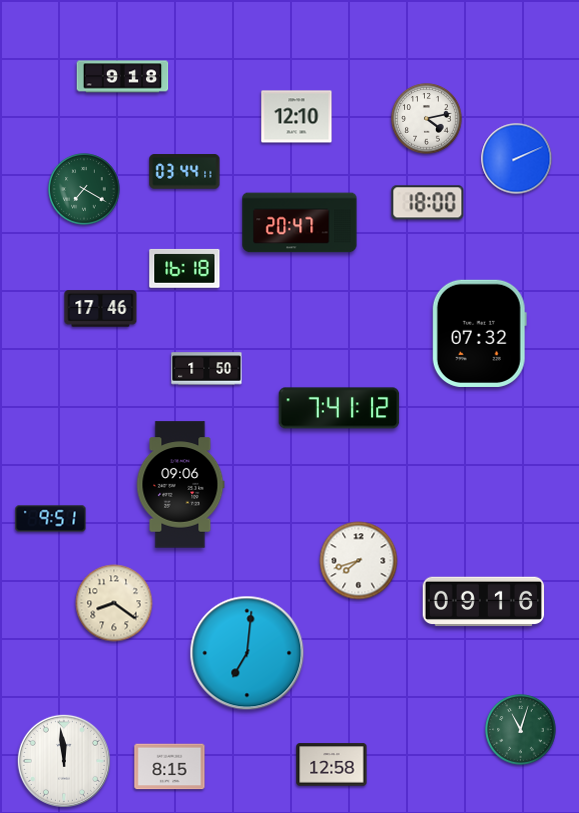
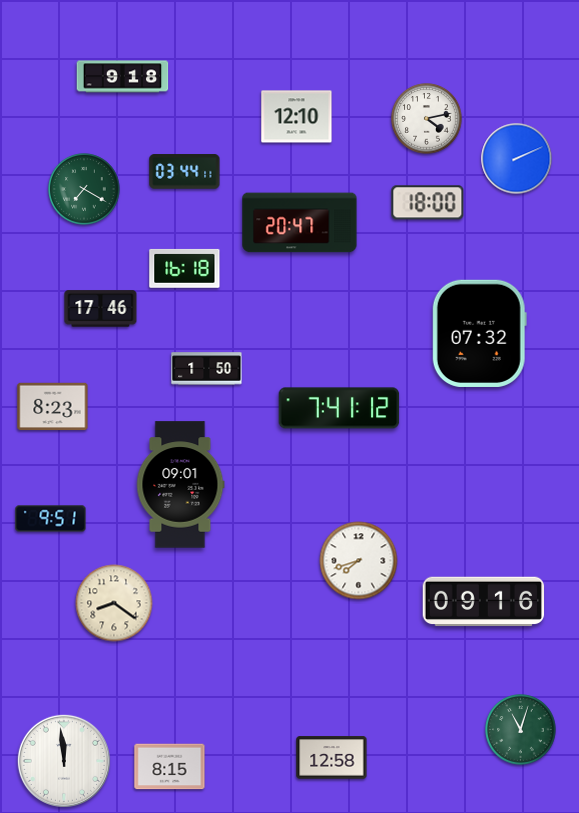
clock at (53, 407): none -> 8:23
clock at (180, 485): 09:06 -> 09:01
clock at (247, 653): 7:01 -> none
clock at (332, 765) position: (332, 765) -> (332, 758)
